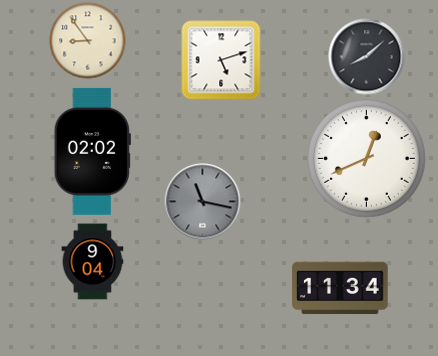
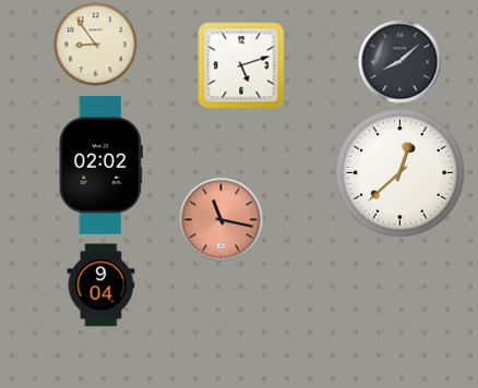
clock at (367, 159): 12:41 -> 12:38
clock at (203, 202) dial: grey -> salmon
clock at (340, 288): 11:34 -> none
